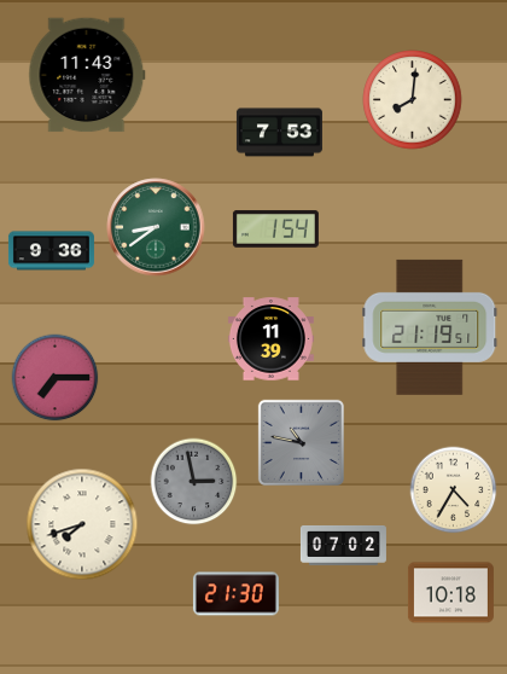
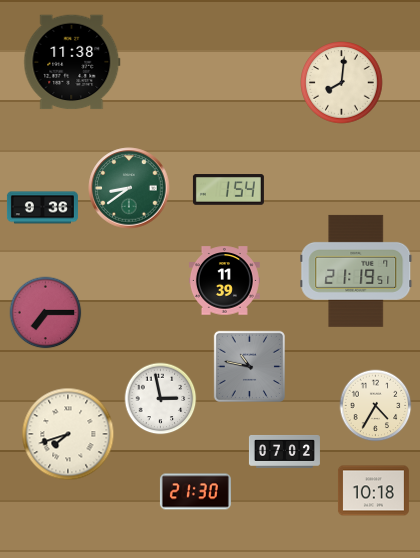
clock at (87, 75): 11:43 -> 11:38
clock at (279, 133): 7:53 -> none
clock at (194, 482) dial: grey -> white
